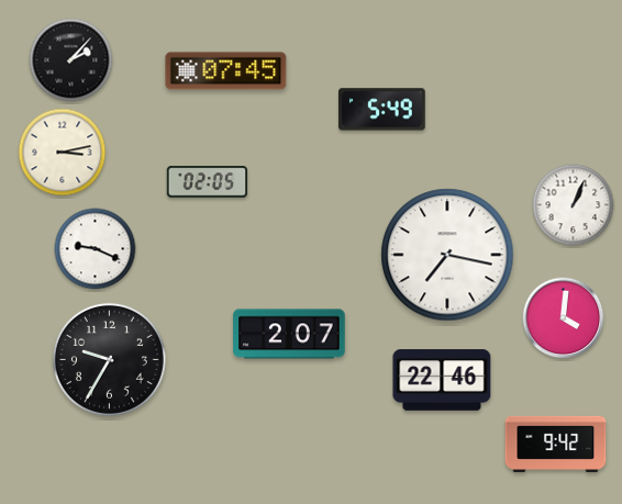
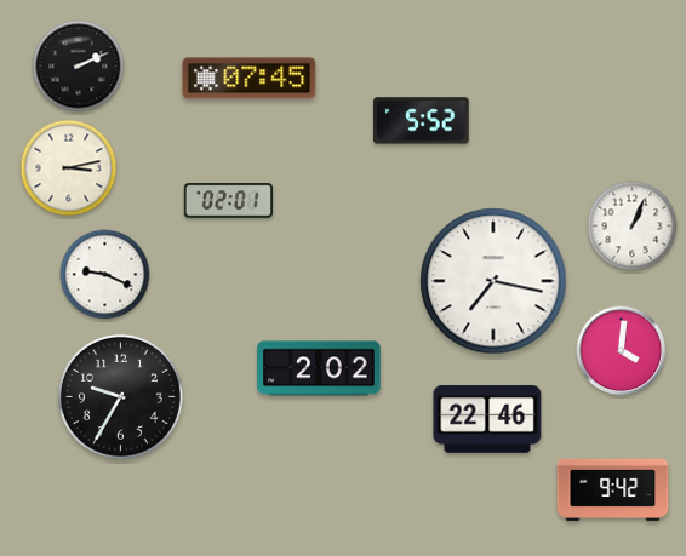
clock at (71, 60): 2:07 -> 2:11
clock at (382, 110): 5:49 -> 5:52
clock at (208, 182): 02:05 -> 02:01
clock at (289, 334): 2:07 -> 2:02
